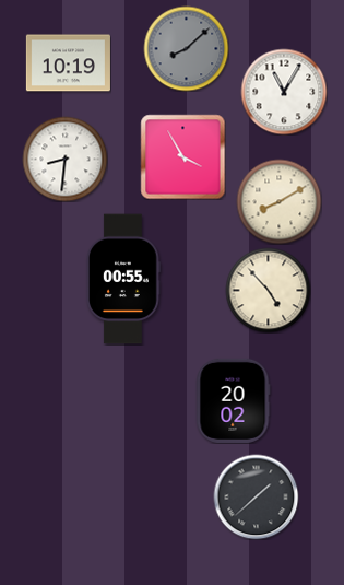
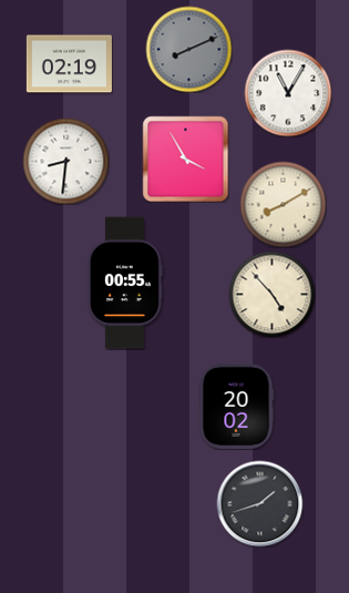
clock at (186, 48): 8:08 -> 8:11
clock at (68, 63): 10:19 -> 02:19
clock at (256, 496): 1:38 -> 1:42
